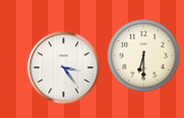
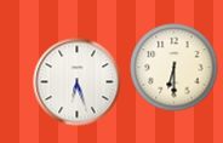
clock at (64, 68): 3:24 -> 6:27
